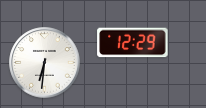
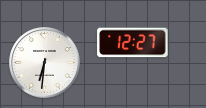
clock at (133, 43): 12:29 -> 12:27
